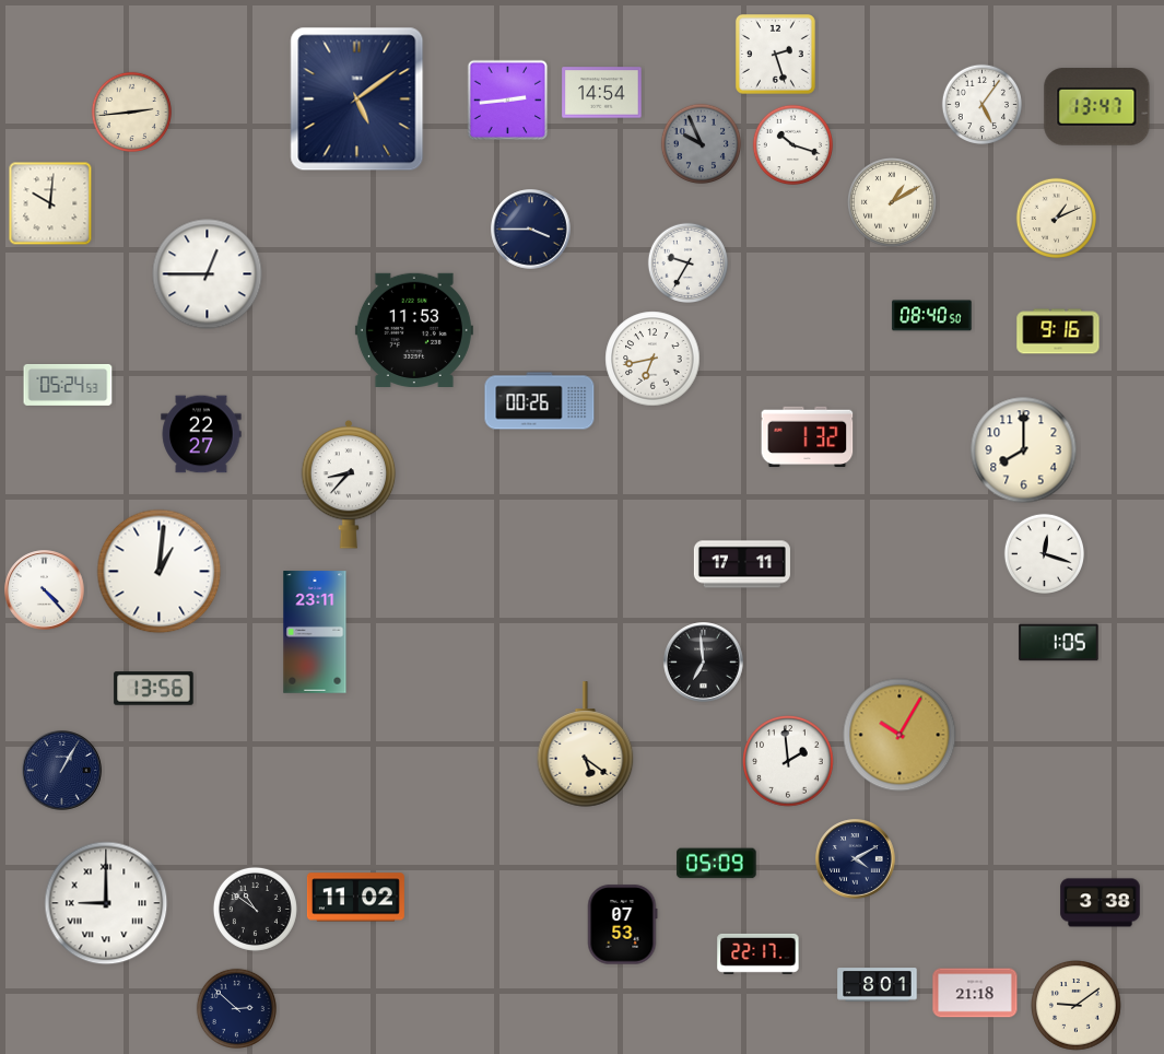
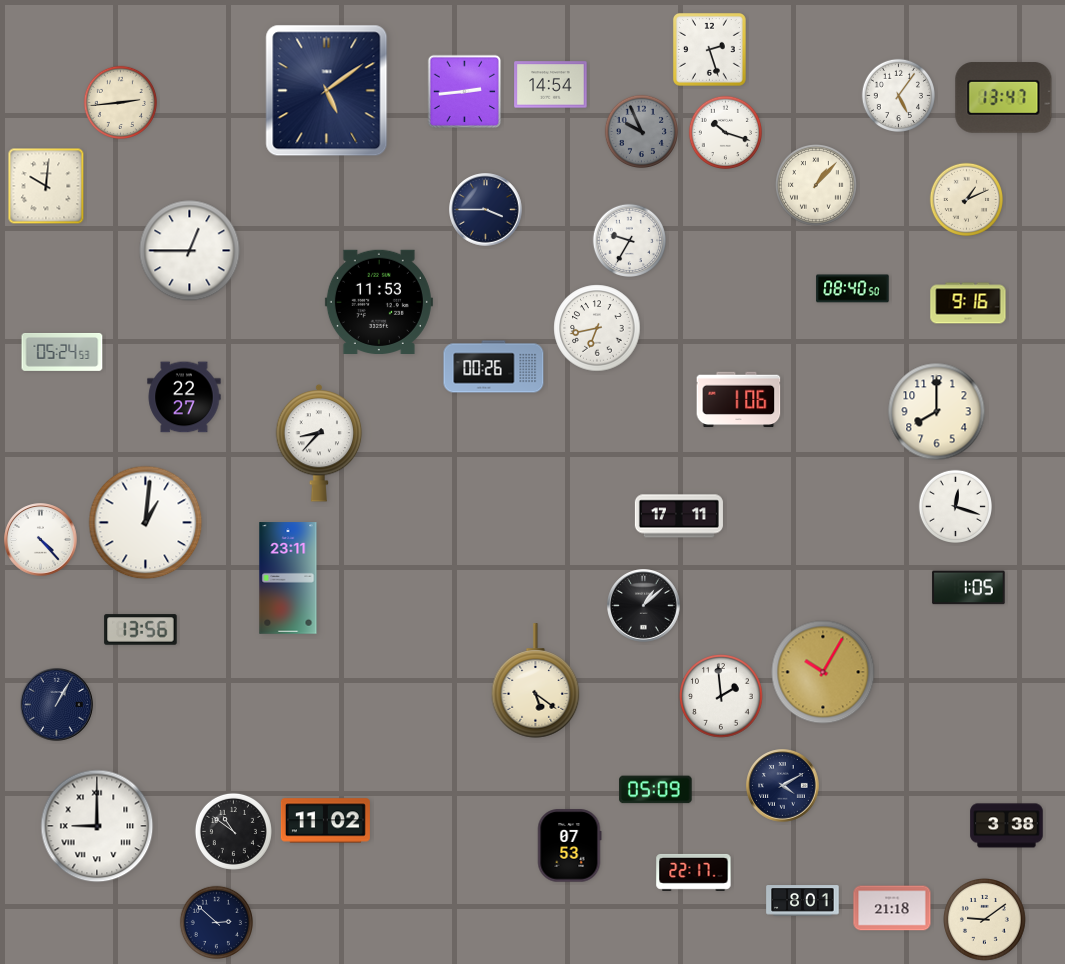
clock at (893, 203): 1:10 -> 1:07
clock at (808, 437): 1:32 -> 1:06
clock at (704, 663): 6:59 -> 1:08
